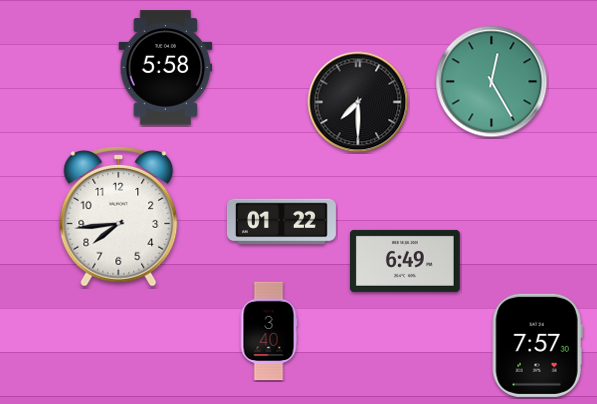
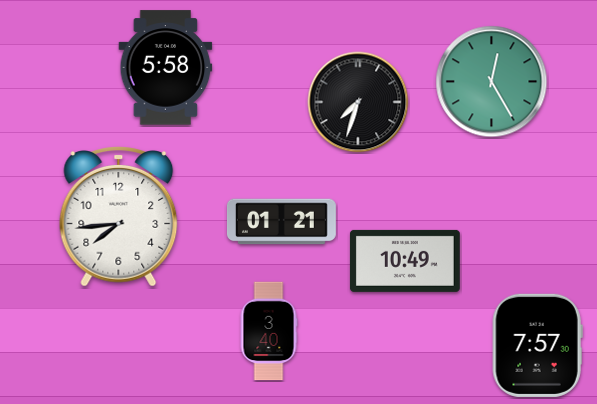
clock at (358, 102): 7:30 -> 7:33
clock at (282, 222): 01:22 -> 01:21
clock at (405, 261): 6:49 -> 10:49
